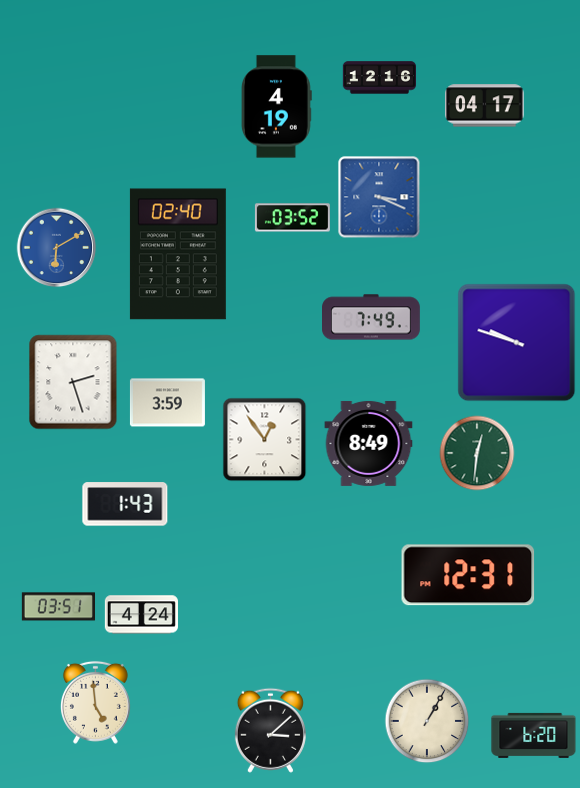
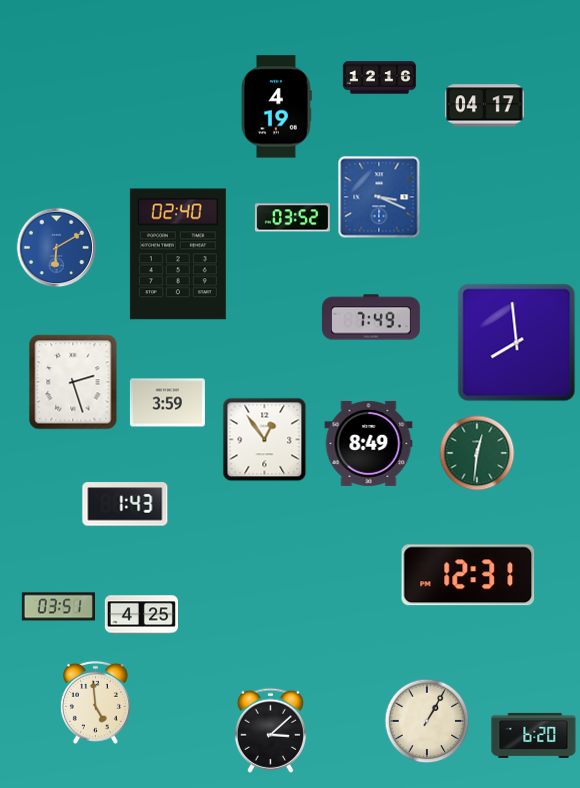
clock at (517, 343): 9:48 -> 7:59
clock at (141, 615): 4:24 -> 4:25
